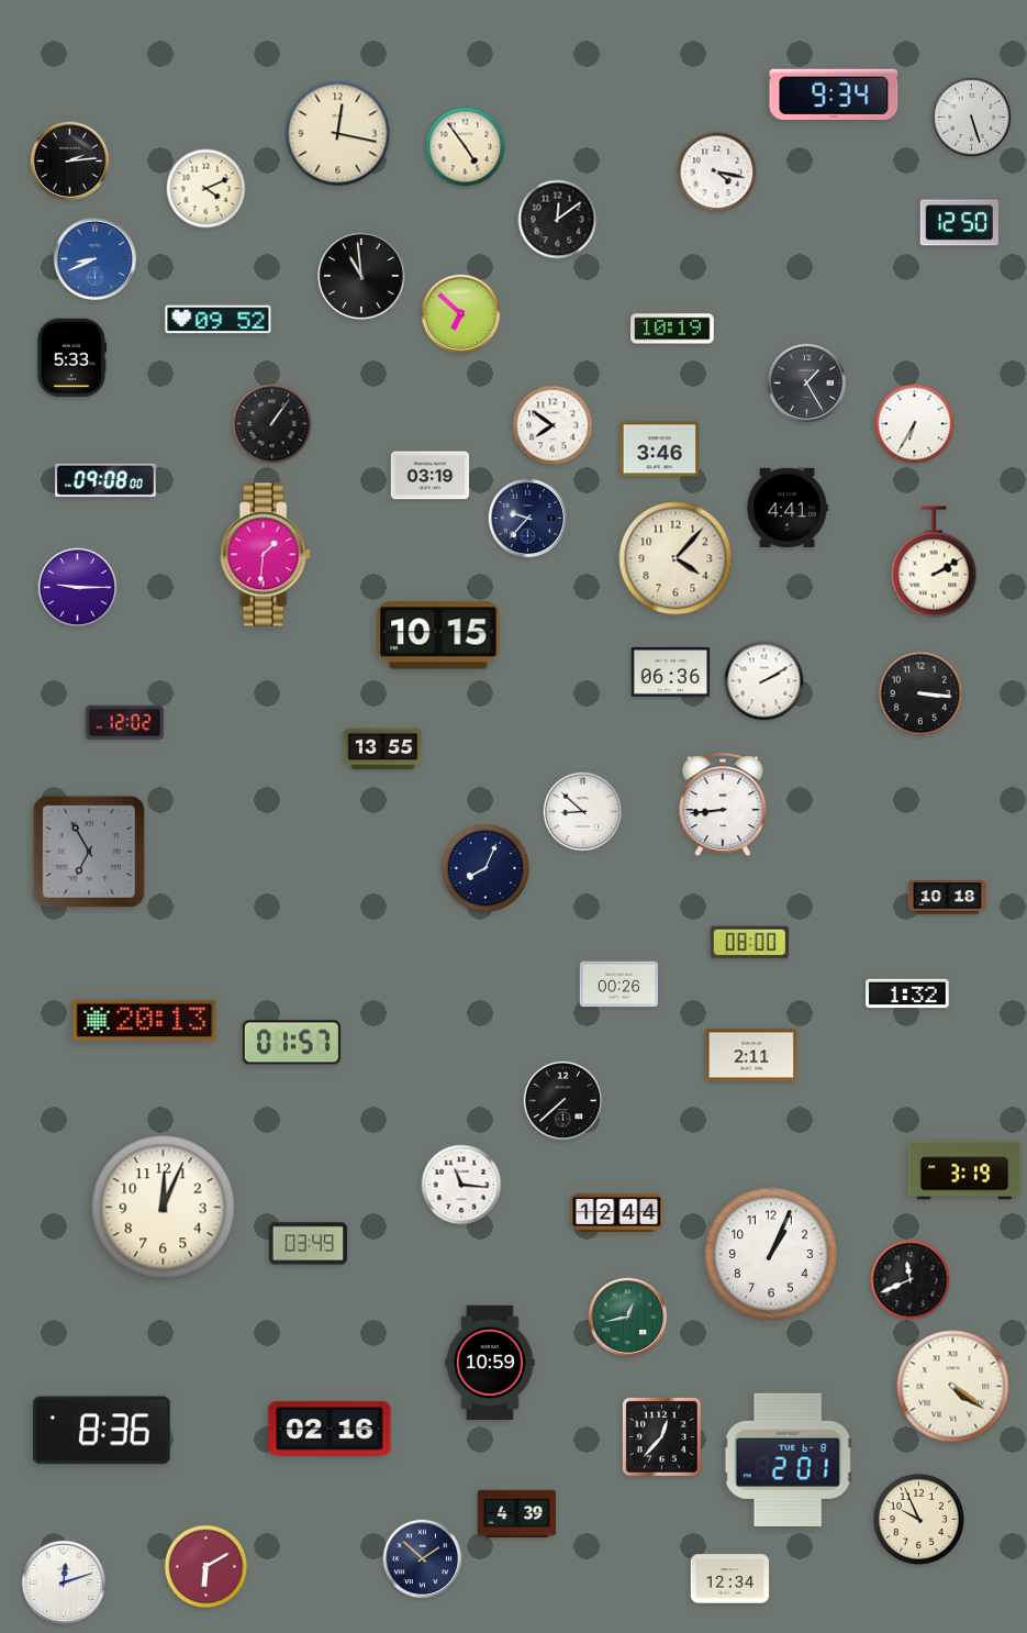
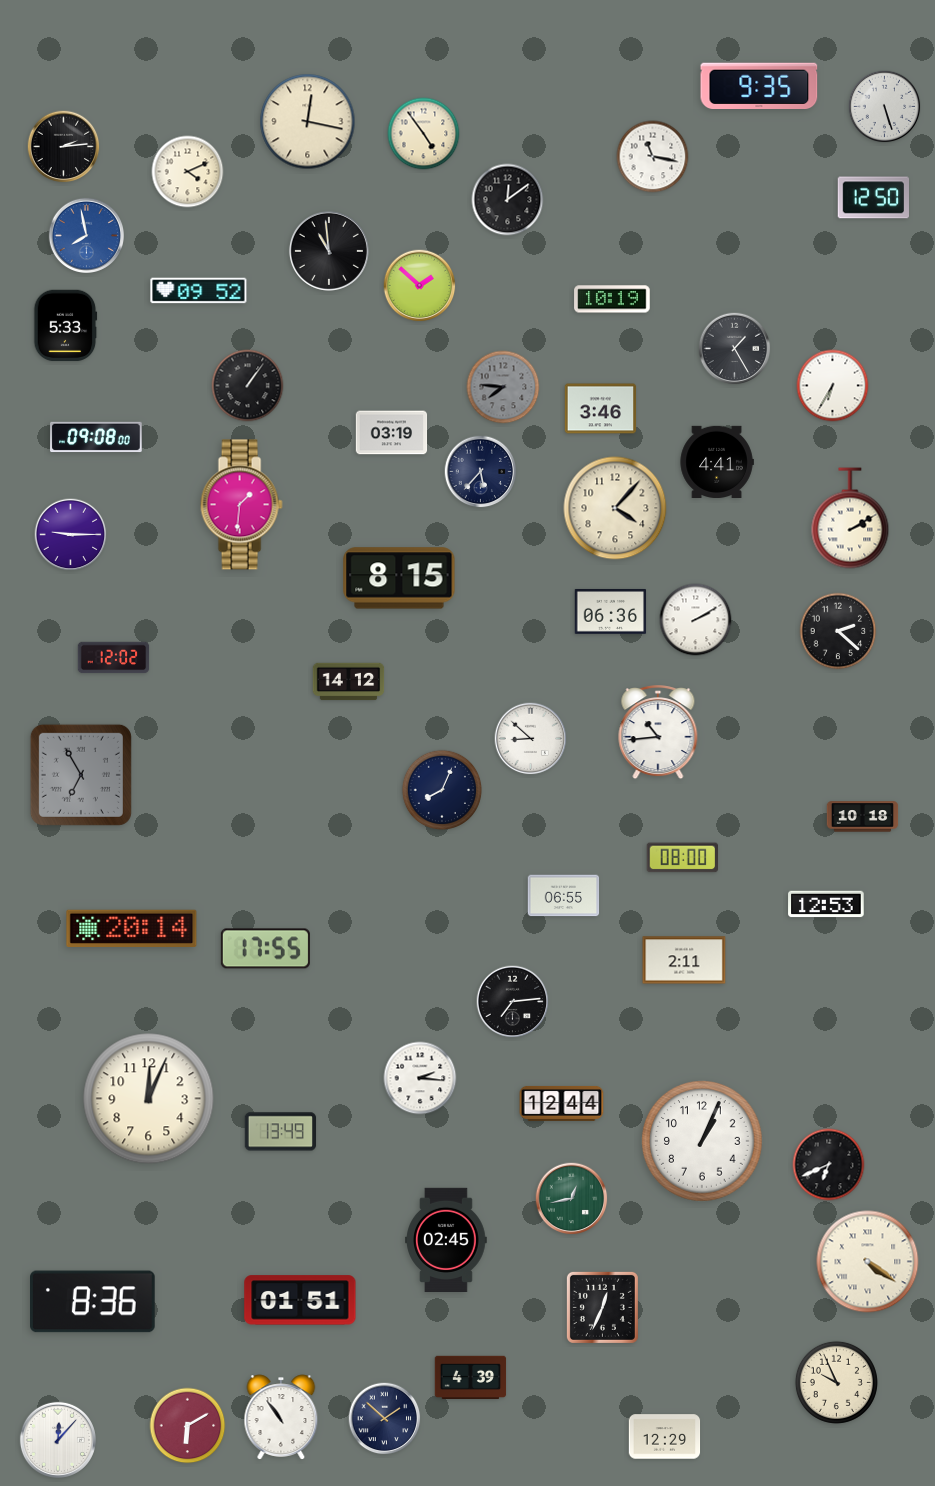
clock at (834, 95): 9:34 -> 9:35
clock at (717, 173): 4:17 -> 11:17
clock at (959, 223) position: (959, 223) -> (873, 198)
clock at (94, 258): 8:41 -> 7:58
clock at (461, 314): 6:52 -> 1:52
clock at (552, 425): 7:51 -> 7:46
clock at (552, 425) dial: white -> grey
clock at (528, 519): 9:37 -> 5:37
clock at (934, 562) position: (934, 562) -> (850, 518)
clock at (438, 635): 10:15 -> 8:15
clock at (920, 693): 3:16 -> 2:22
clock at (383, 749): 13:55 -> 14:12
clock at (723, 806): 8:44 -> 10:44
clock at (619, 985): 00:26 -> 06:55
clock at (907, 993): 1:32 -> 12:53
clock at (145, 1020): 20:13 -> 20:14
clock at (291, 1043): 01:57 -> 17:55
clock at (563, 1101): 7:38 -> 7:14
clock at (964, 1170): 3:19 -> none
clock at (461, 1185): 11:16 -> 2:16
clock at (309, 1244): 03:49 -> 13:49
clock at (911, 1280): 11:41 -> 6:41
clock at (491, 1362): 10:59 -> 02:45
clock at (330, 1429): 02:16 -> 01:51
clock at (661, 1436): 12:37 -> 12:34
clock at (788, 1459): 2:01 -> none
clock at (281, 1417): none -> 10:54
clock at (730, 1579): 12:34 -> 12:29
clock at (64, 1582): 12:12 -> 12:07
